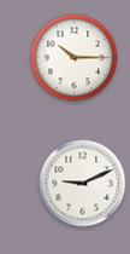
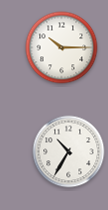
clock at (83, 184): 9:11 -> 10:35
